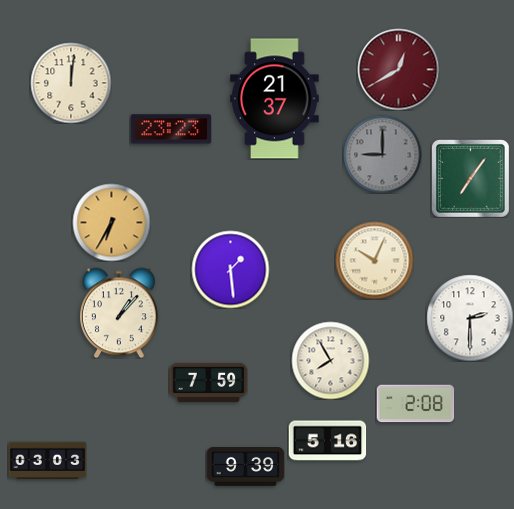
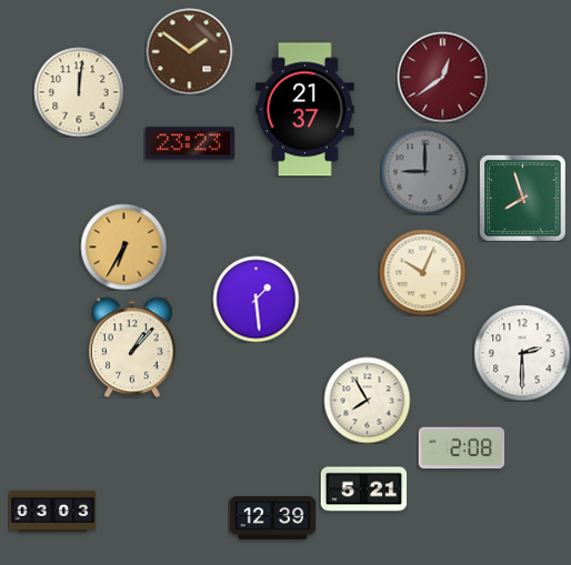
clock at (189, 51): none -> 1:51
clock at (398, 69): 12:40 -> 12:39
clock at (470, 178): 7:06 -> 7:57
clock at (374, 260) position: (374, 260) -> (422, 272)
clock at (208, 382): 7:59 -> none
clock at (327, 441): 5:16 -> 5:21
clock at (245, 467): 9:39 -> 12:39
